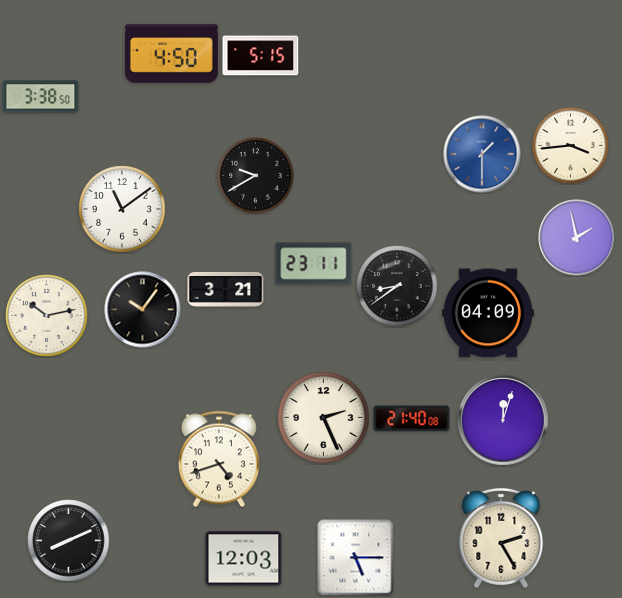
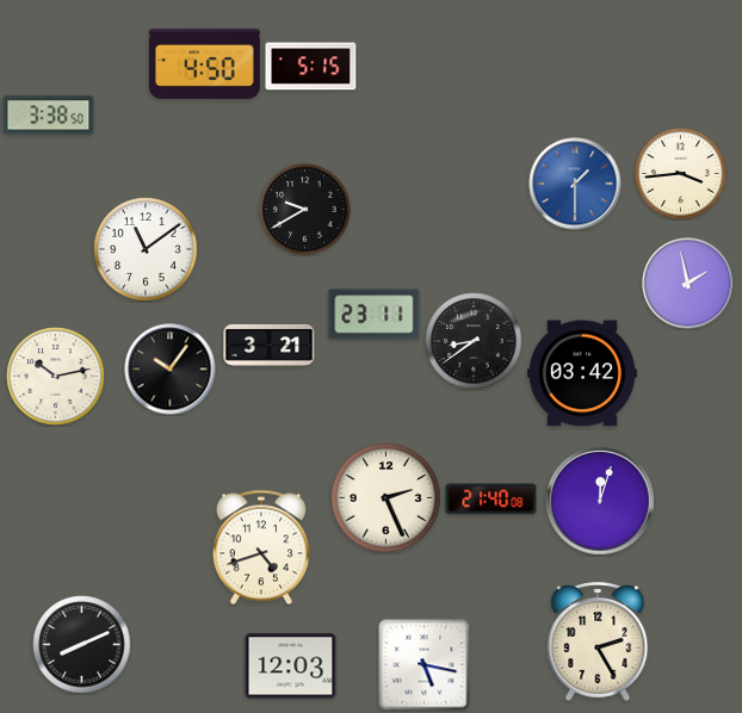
clock at (488, 313): 04:09 -> 03:42
clock at (356, 558): 5:15 -> 5:17
